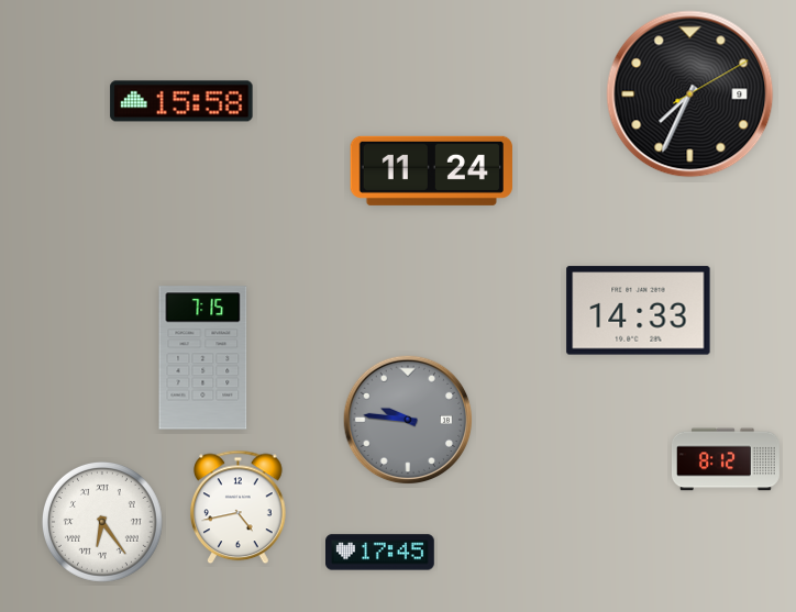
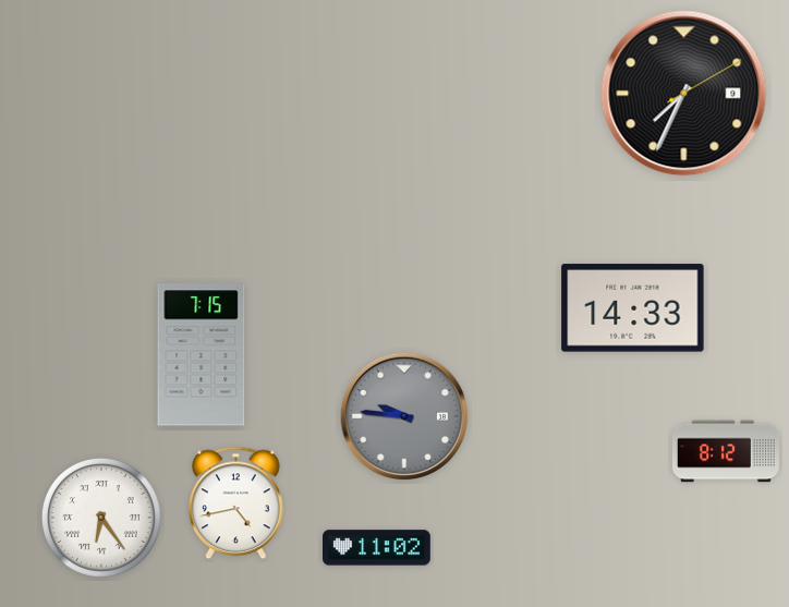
clock at (181, 101): 15:58 -> none
clock at (431, 170): 11:24 -> none
clock at (726, 459) position: (726, 459) -> (726, 451)
clock at (380, 553): 17:45 -> 11:02
